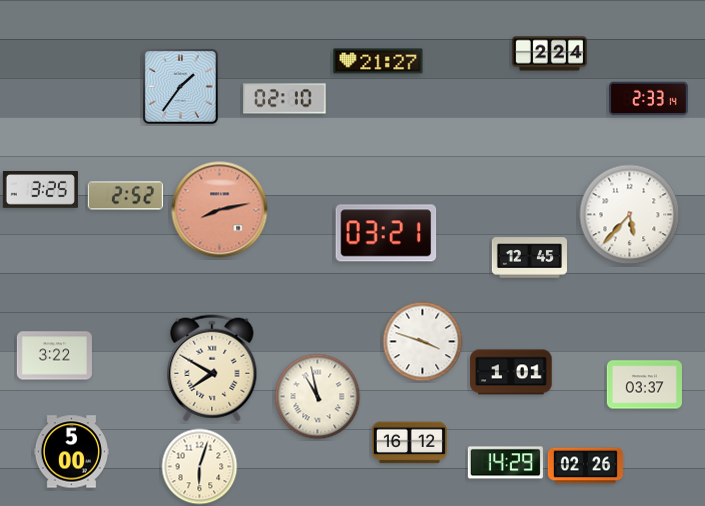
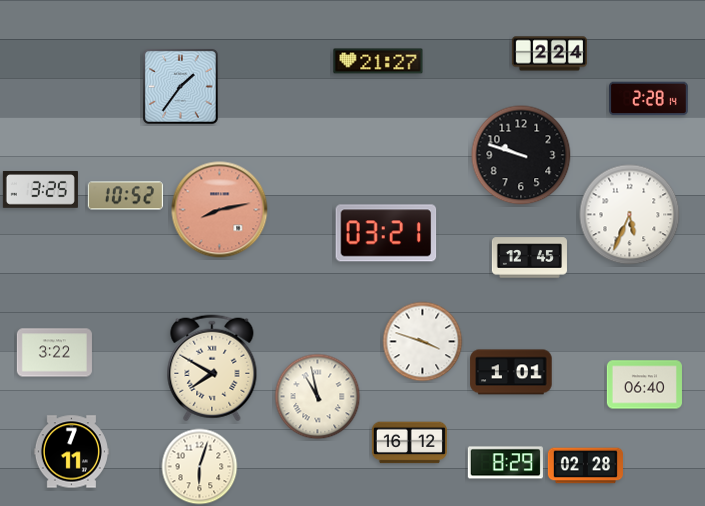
clock at (285, 99): 02:10 -> none
clock at (649, 99): 2:33 -> 2:28
clock at (521, 155): none -> 9:48
clock at (125, 196): 2:52 -> 10:52
clock at (630, 215): 5:37 -> 5:34
clock at (54, 356) position: (54, 356) -> (54, 353)
clock at (644, 385): 03:37 -> 06:40
clock at (71, 452): 5:00 -> 7:11
clock at (505, 463): 14:29 -> 8:29
clock at (585, 466): 02:26 -> 02:28
